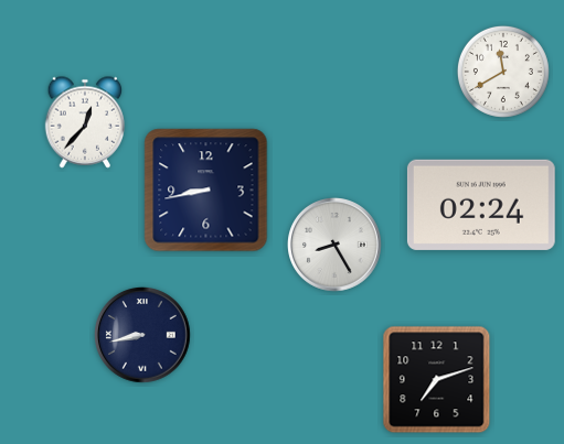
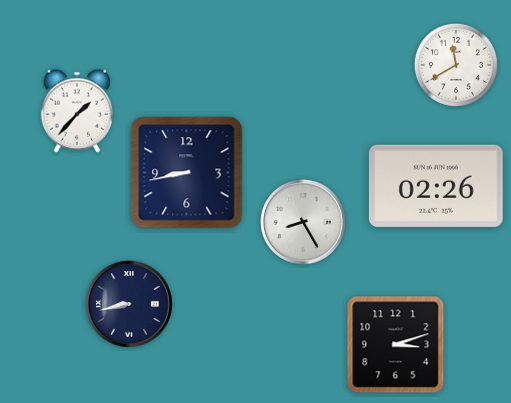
clock at (85, 122): 12:37 -> 1:37
clock at (481, 205): 02:24 -> 02:26
clock at (437, 380): 7:12 -> 3:12
